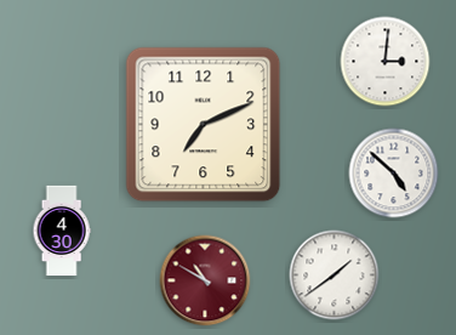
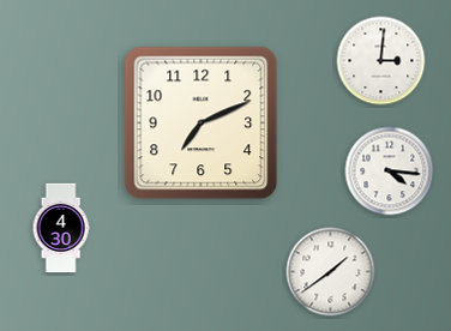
clock at (394, 174): 4:52 -> 4:16
clock at (205, 280): 10:50 -> none
